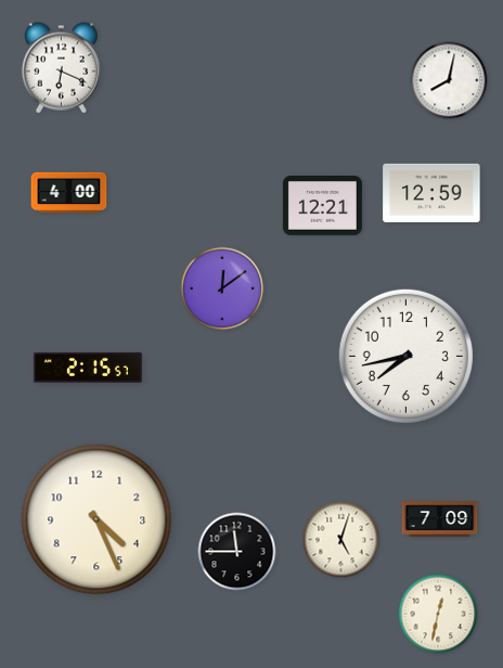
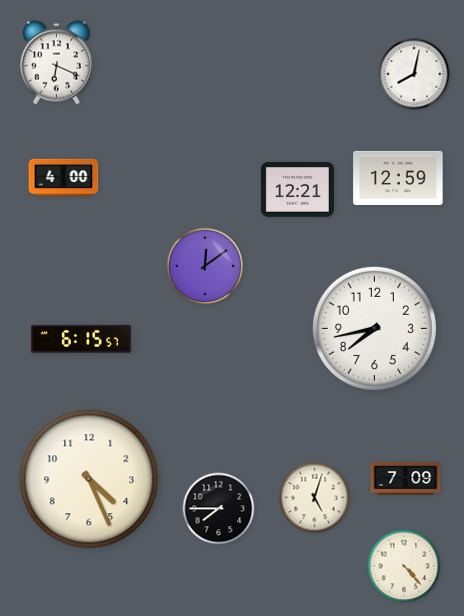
clock at (88, 368): 2:15 -> 6:15
clock at (237, 552): 11:45 -> 7:45
clock at (438, 614): 12:32 -> 4:23
